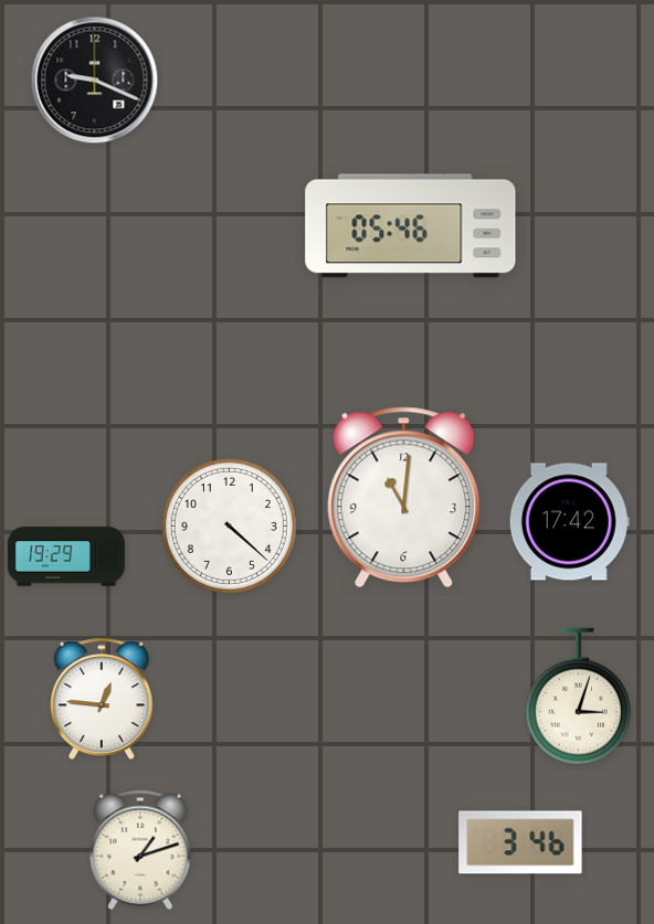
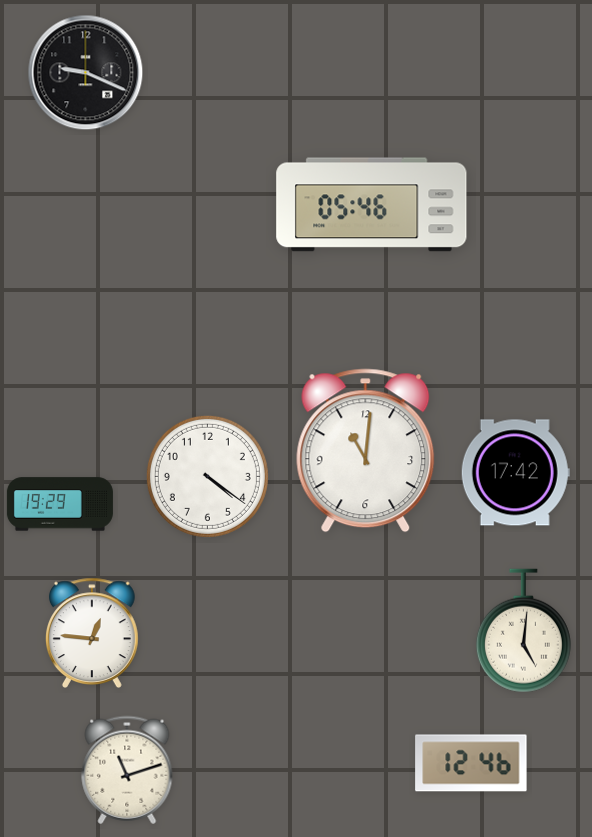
clock at (229, 525): 4:22 -> 4:21
clock at (578, 697): 3:03 -> 5:01
clock at (520, 842): 3:46 -> 12:46
clock at (140, 850): 1:12 -> 11:12
